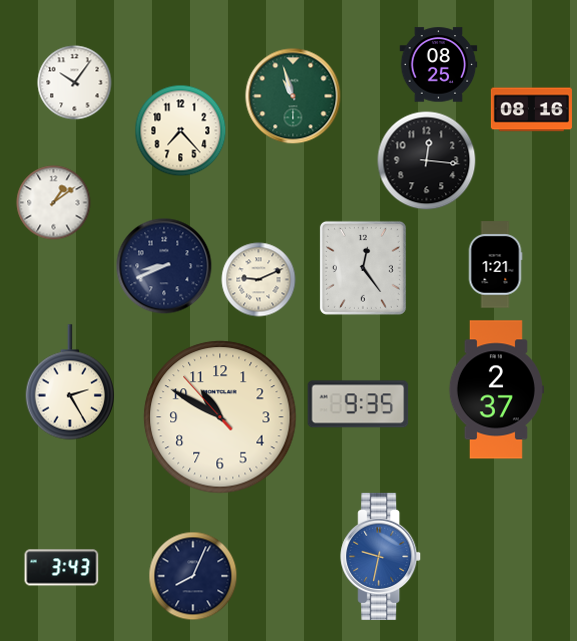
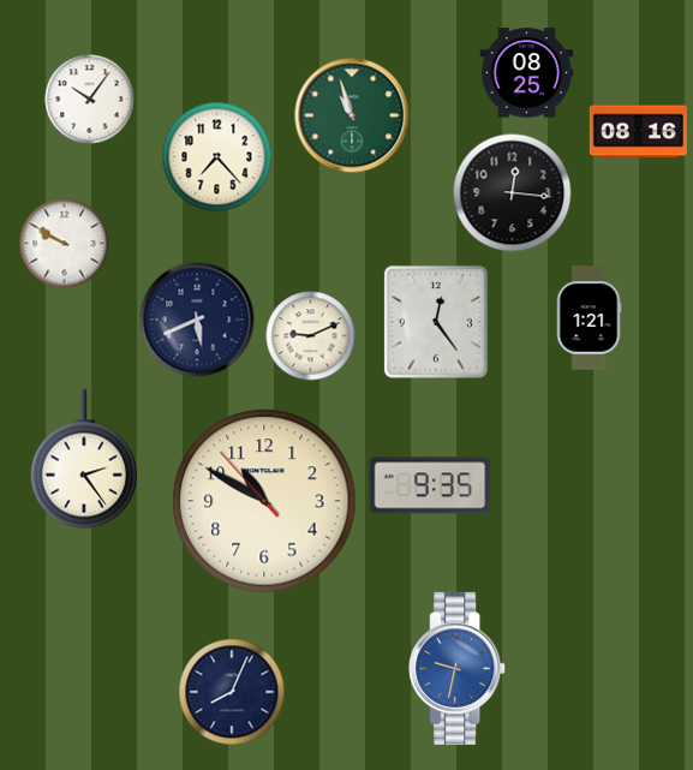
clock at (439, 65) position: (439, 65) -> (527, 73)
clock at (54, 203): 1:09 -> 9:50
clock at (495, 265) position: (495, 265) -> (589, 318)
clock at (164, 266): 8:41 -> 5:41
clock at (69, 382): 2:25 -> 2:24
clock at (496, 390): 2:37 -> none
clock at (62, 568): 3:43 -> none
